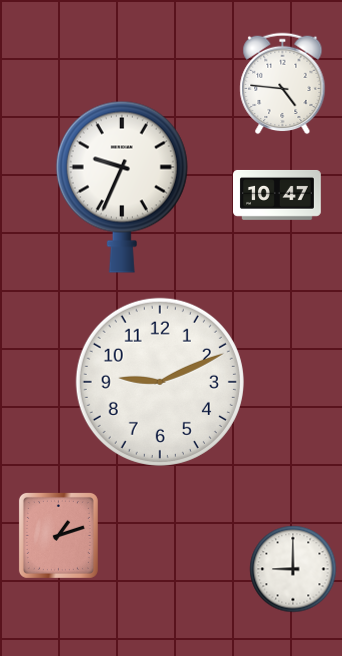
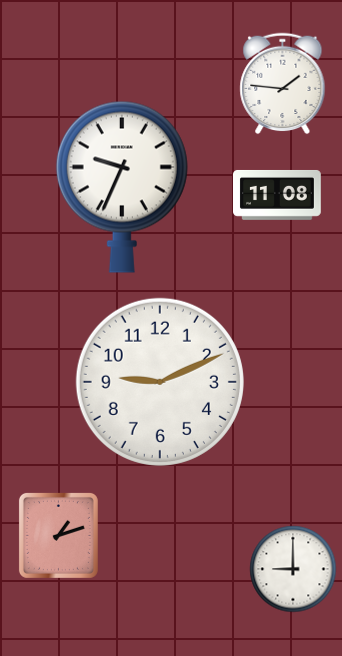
clock at (283, 84): 4:46 -> 1:46
clock at (277, 195): 10:47 -> 11:08
